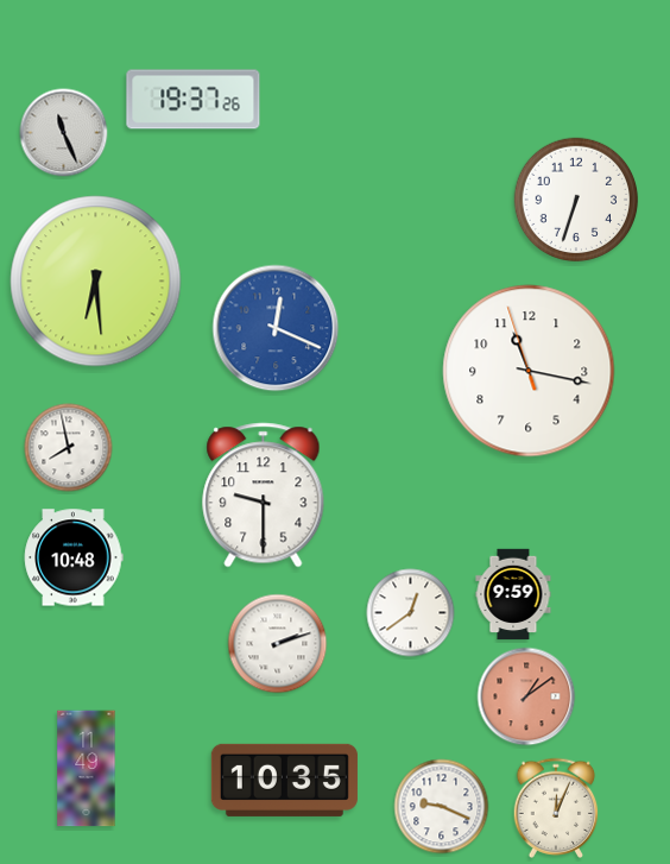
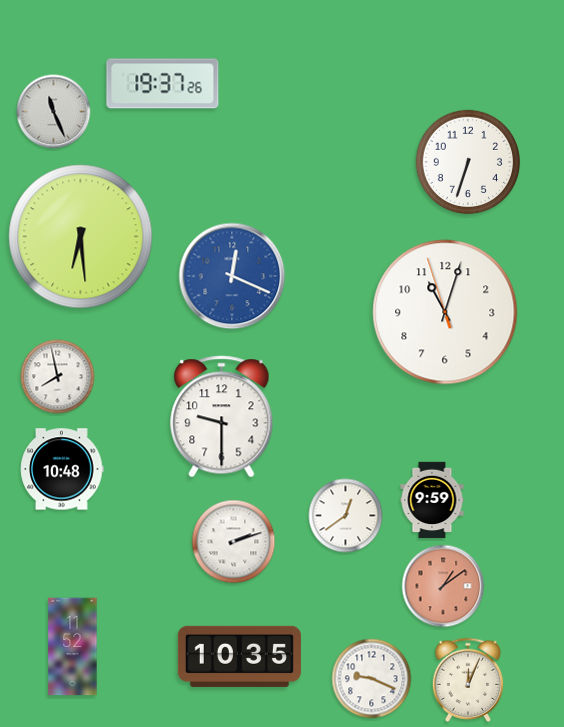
clock at (576, 200) position: (576, 200) -> (468, 162)
clock at (529, 371): 11:16 -> 11:02
clock at (87, 769): 11:49 -> 11:52
